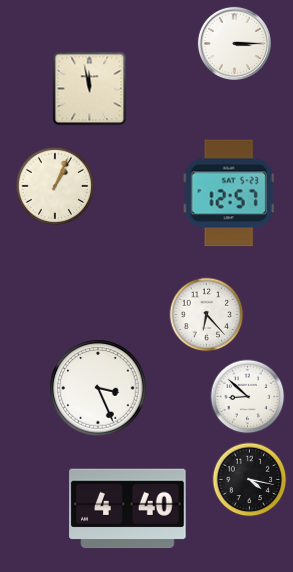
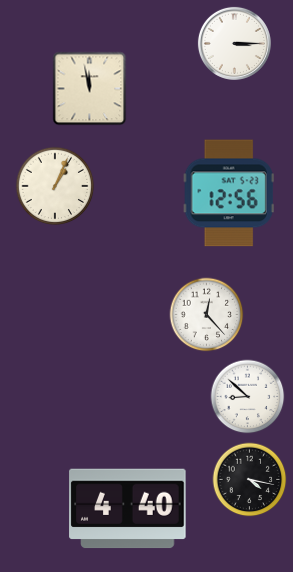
clock at (229, 193): 12:57 -> 12:56
clock at (207, 315): 6:23 -> 12:23
clock at (98, 388): 3:26 -> none
